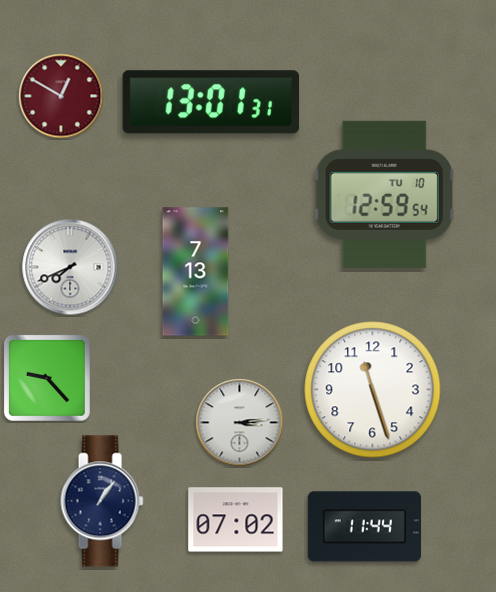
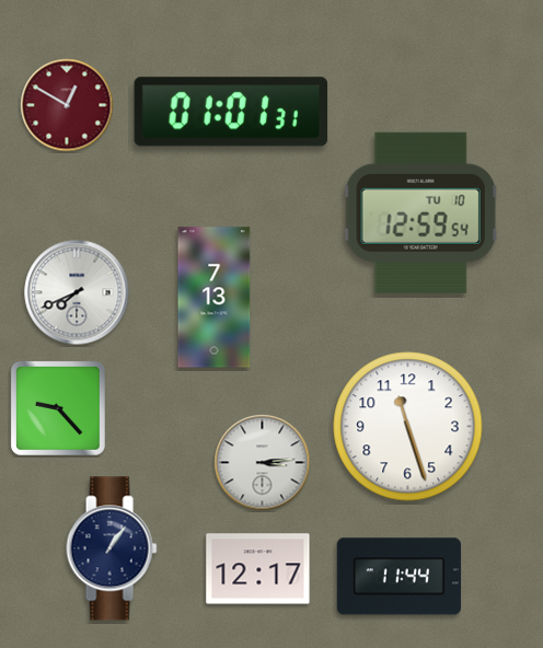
clock at (210, 102): 13:01 -> 01:01
clock at (47, 378) position: (47, 378) -> (58, 408)
clock at (236, 520): 07:02 -> 12:17
